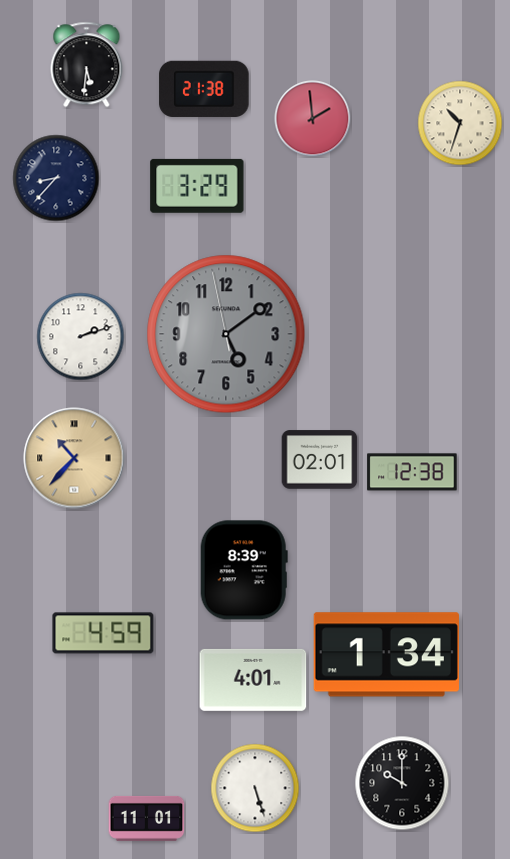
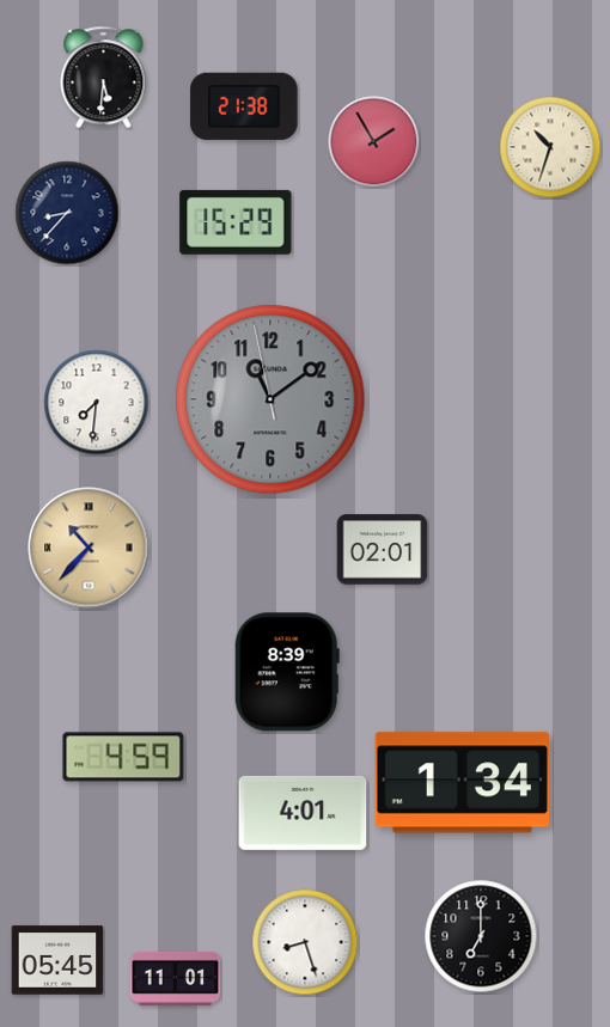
clock at (313, 119): 1:59 -> 1:55
clock at (197, 186): 3:29 -> 15:29
clock at (226, 334): 5:08 -> 11:08
clock at (81, 337): 2:12 -> 7:31
clock at (412, 472): 12:38 -> none
clock at (244, 570) position: (244, 570) -> (287, 672)
clock at (402, 783): 10:00 -> 7:00
clock at (255, 788): 5:27 -> 8:27
clock at (57, 960): none -> 05:45
